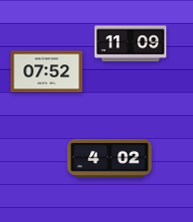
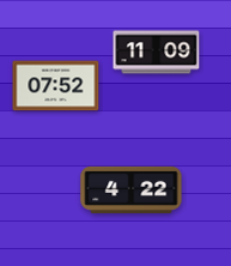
clock at (110, 158): 4:02 -> 4:22
